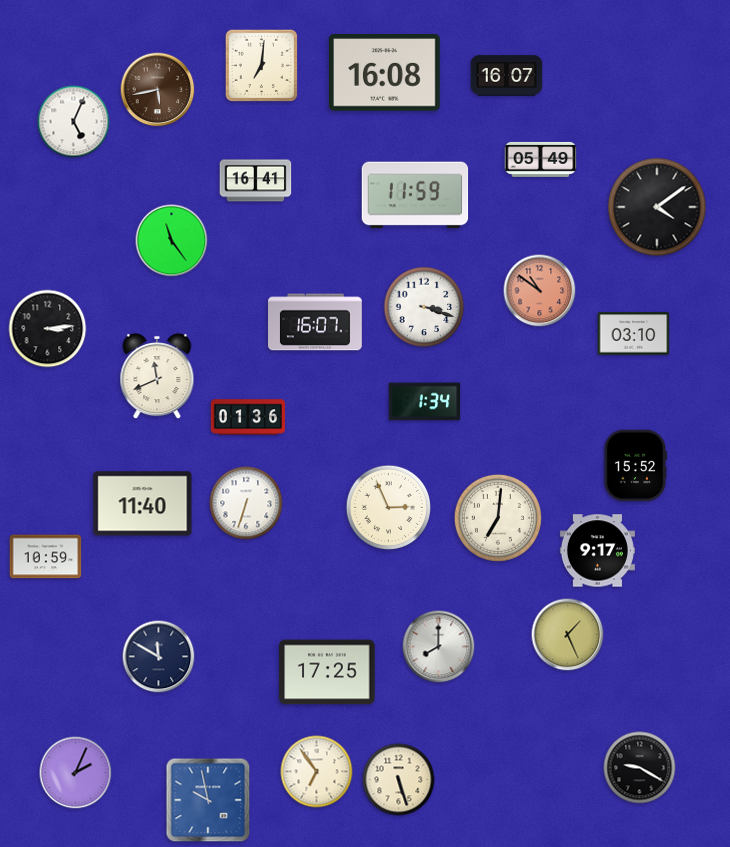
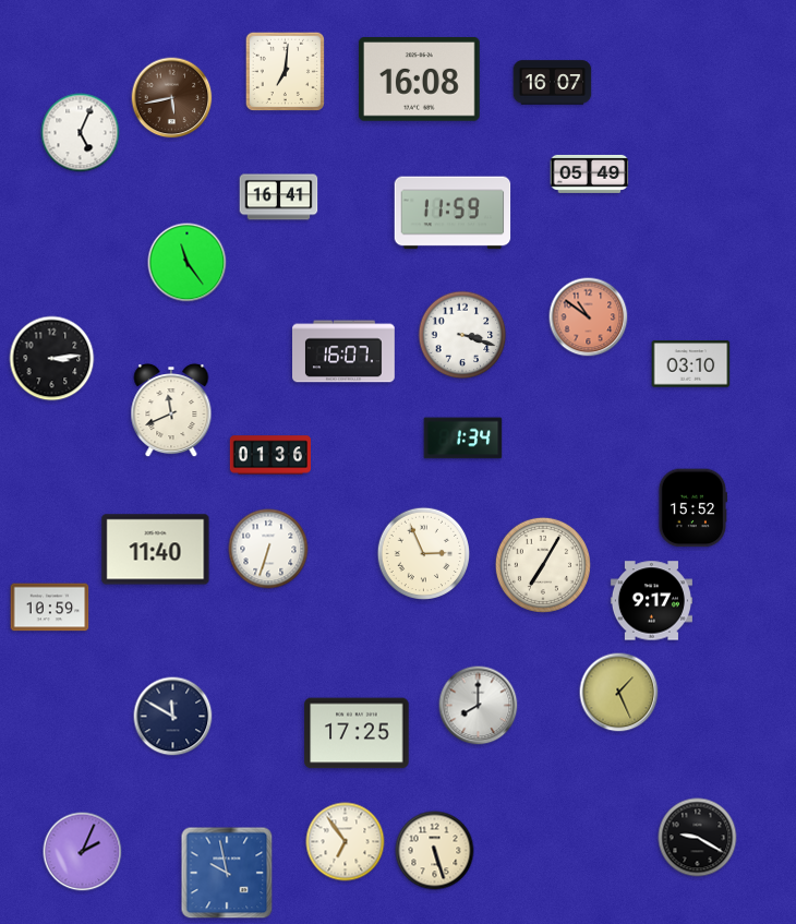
clock at (657, 207): 4:09 -> none
clock at (498, 518): 7:01 -> 7:05
clock at (76, 773) position: (76, 773) -> (83, 852)
